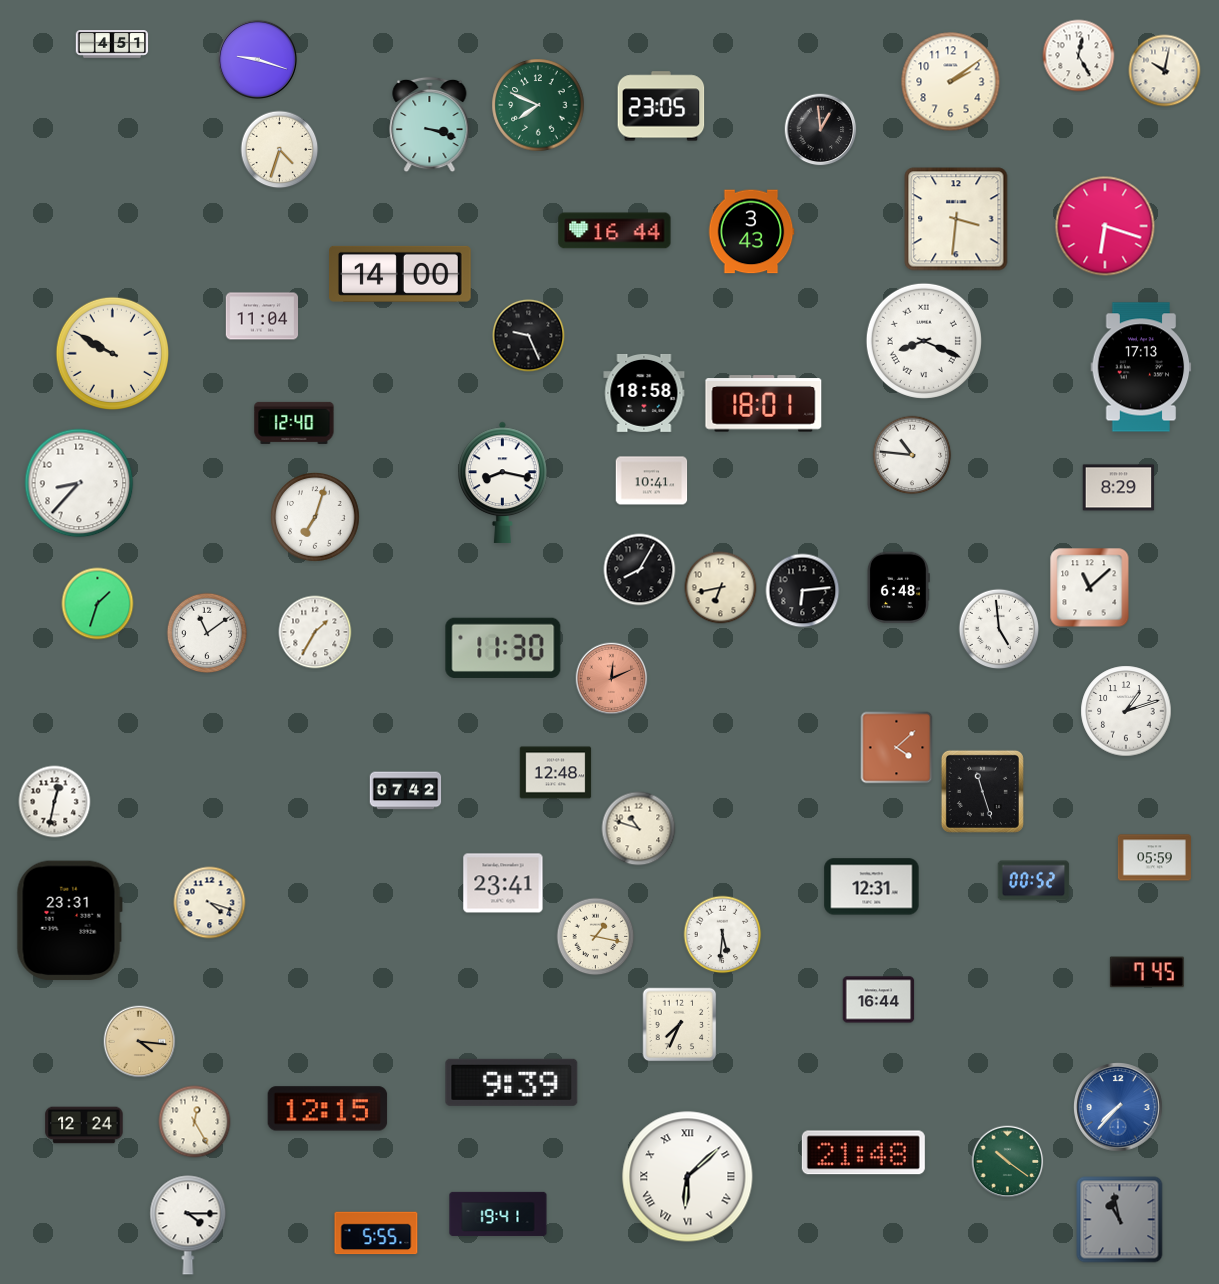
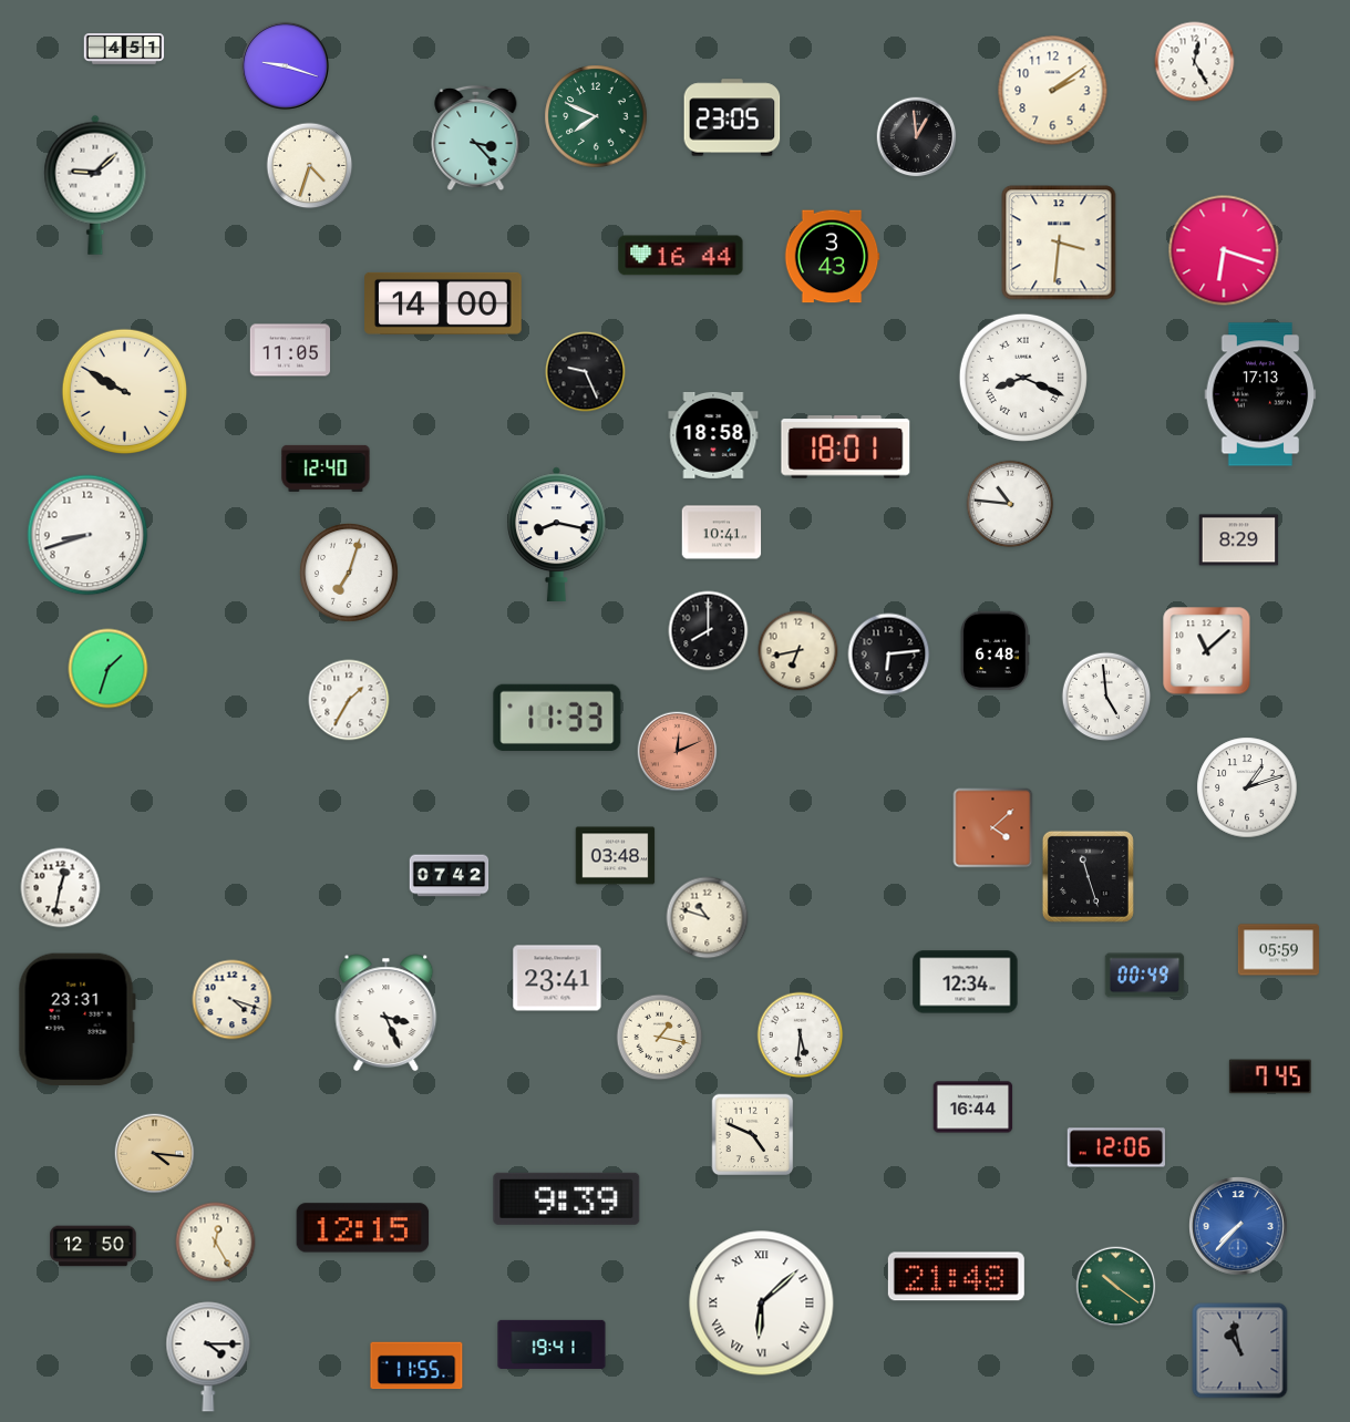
clock at (1165, 71): 10:02 -> none
clock at (430, 125): 3:18 -> 3:23
clock at (821, 130) position: (821, 130) -> (917, 137)
clock at (95, 185): none -> 9:08
clock at (262, 316): 11:04 -> 11:05
clock at (1141, 367) position: (1141, 367) -> (1260, 394)
clock at (79, 483): 8:37 -> 8:42
clock at (640, 570): 8:05 -> 8:00
clock at (207, 633): 11:09 -> none
clock at (503, 648): 11:30 -> 11:33
clock at (556, 773): 12:48 -> 03:48
clock at (1034, 881): 00:52 -> 00:49
clock at (872, 887): 12:31 -> 12:34
clock at (387, 1013): none -> 3:26
clock at (680, 1025): 7:34 -> 4:49
clock at (1115, 1147): none -> 12:06
clock at (84, 1125): 12:24 -> 12:50
clock at (376, 1233): 5:55 -> 11:55
